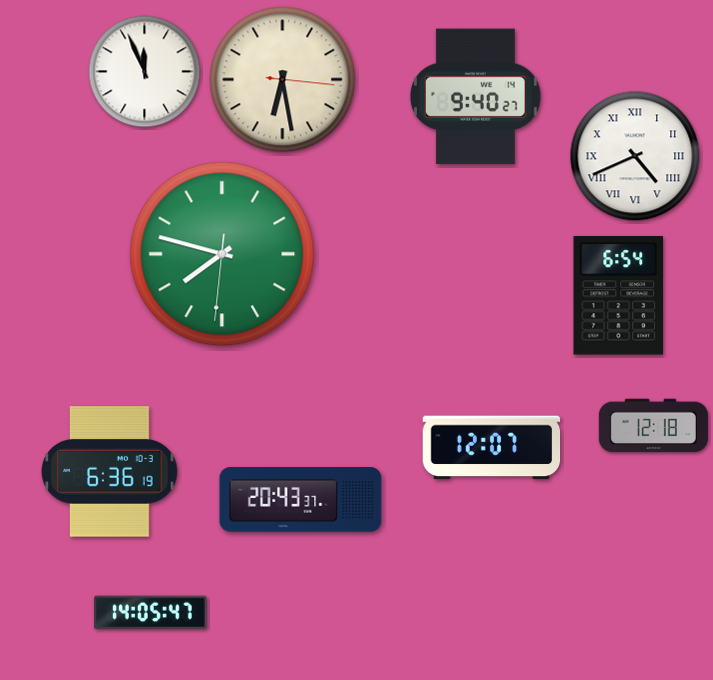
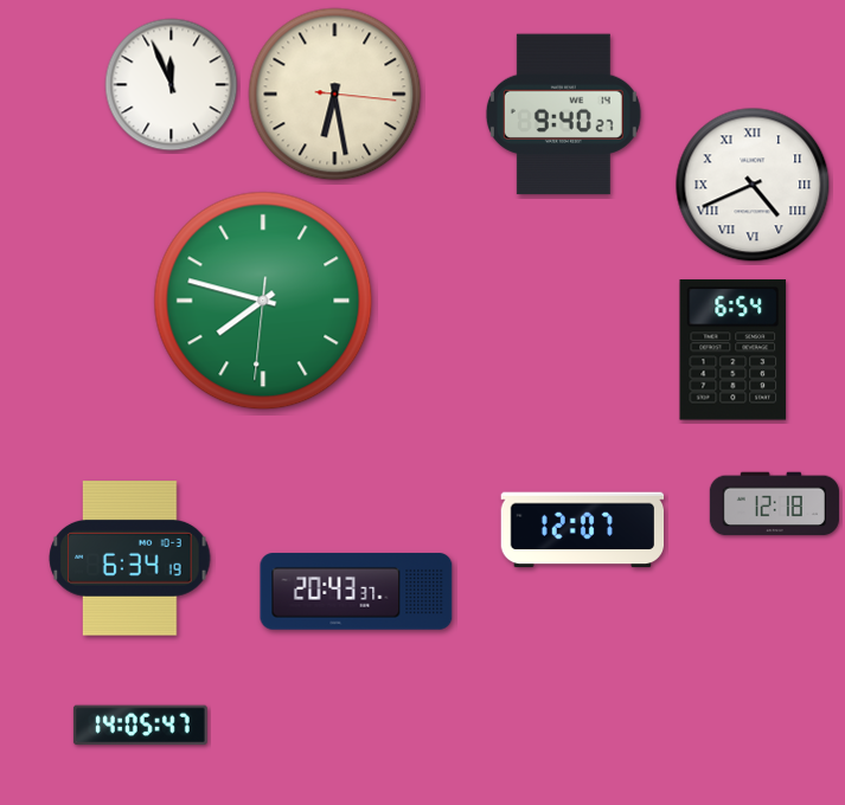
clock at (110, 472): 6:36 -> 6:34
clock at (150, 613) position: (150, 613) -> (140, 726)
